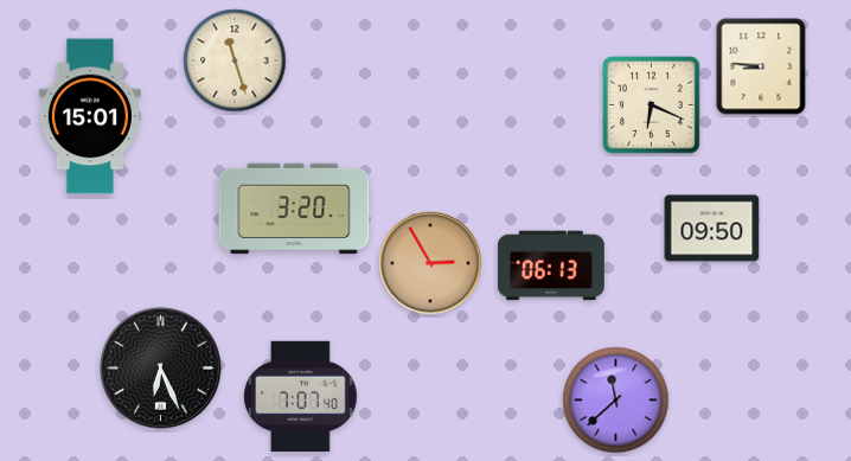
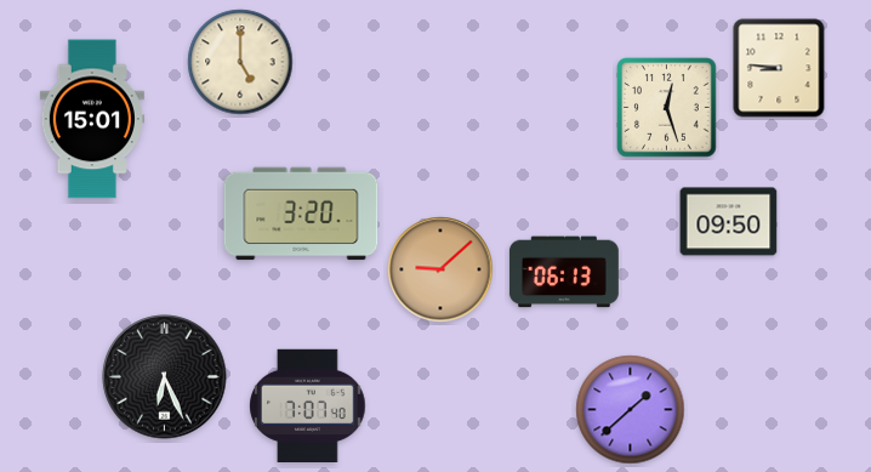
clock at (235, 60): 11:27 -> 5:00
clock at (652, 105): 6:19 -> 12:27
clock at (712, 229) position: (712, 229) -> (729, 222)
clock at (430, 263): 2:55 -> 9:08
clock at (616, 401): 11:38 -> 1:38
